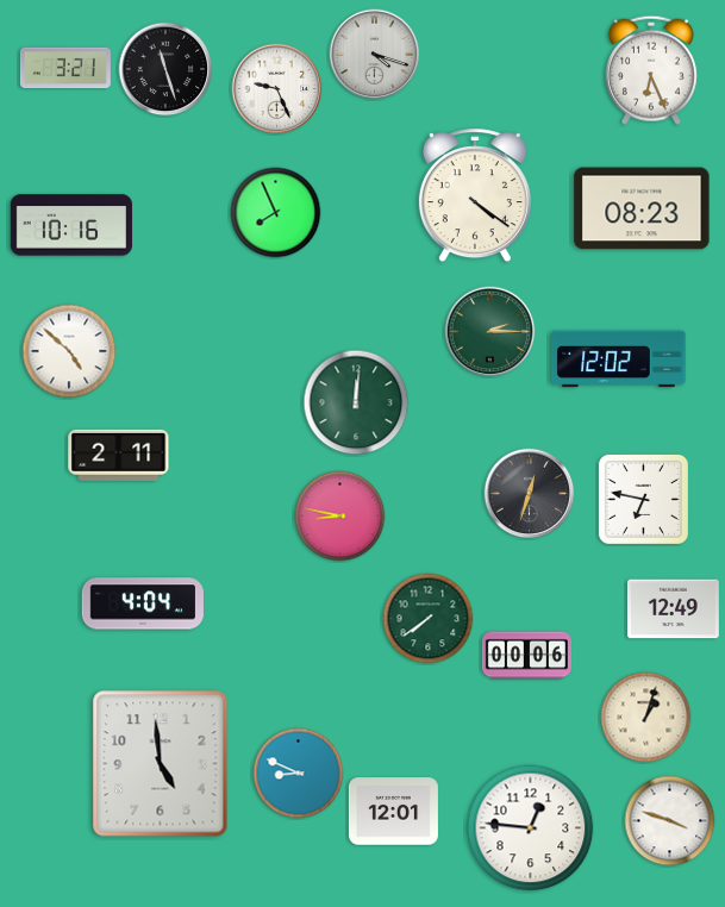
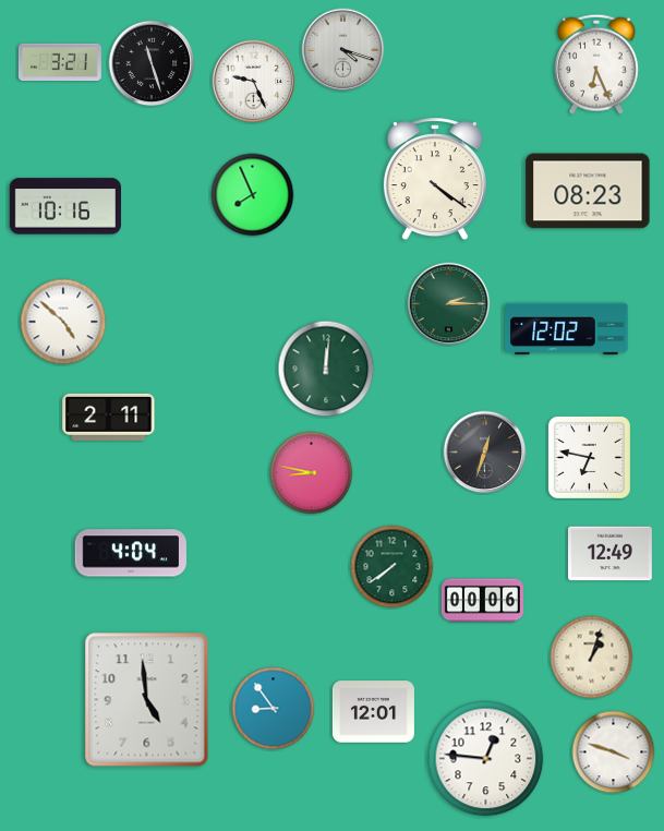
clock at (673, 609) position: (673, 609) -> (609, 554)
clock at (299, 774): 8:49 -> 8:54
clock at (393, 812) position: (393, 812) -> (373, 712)
